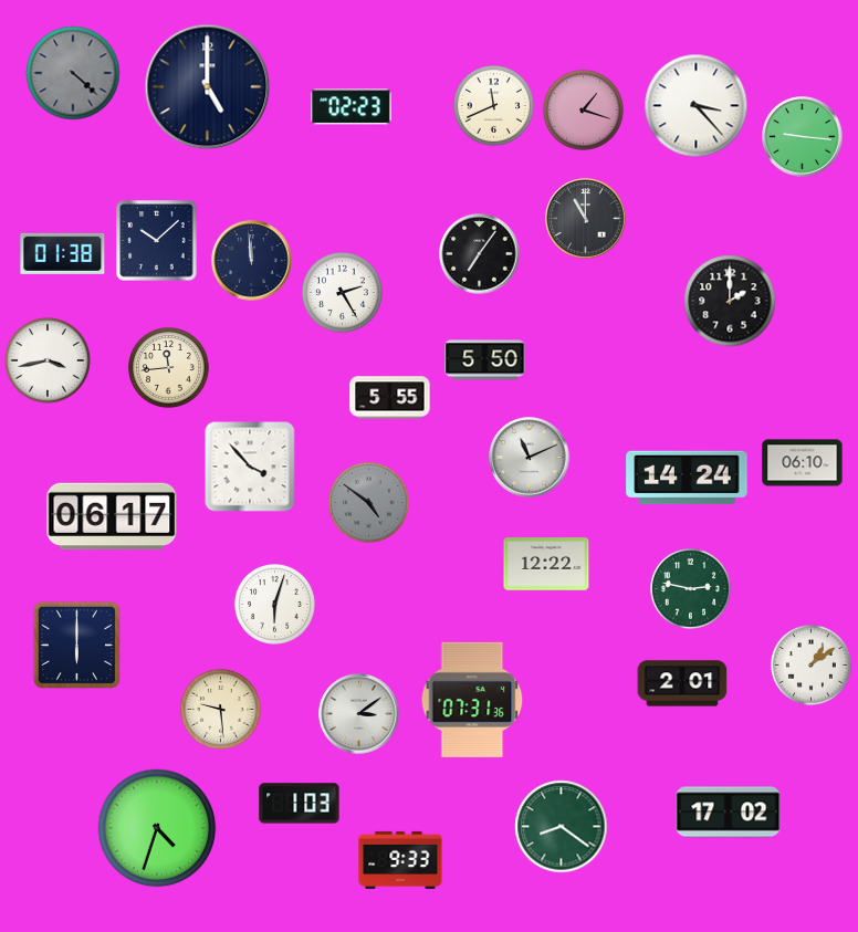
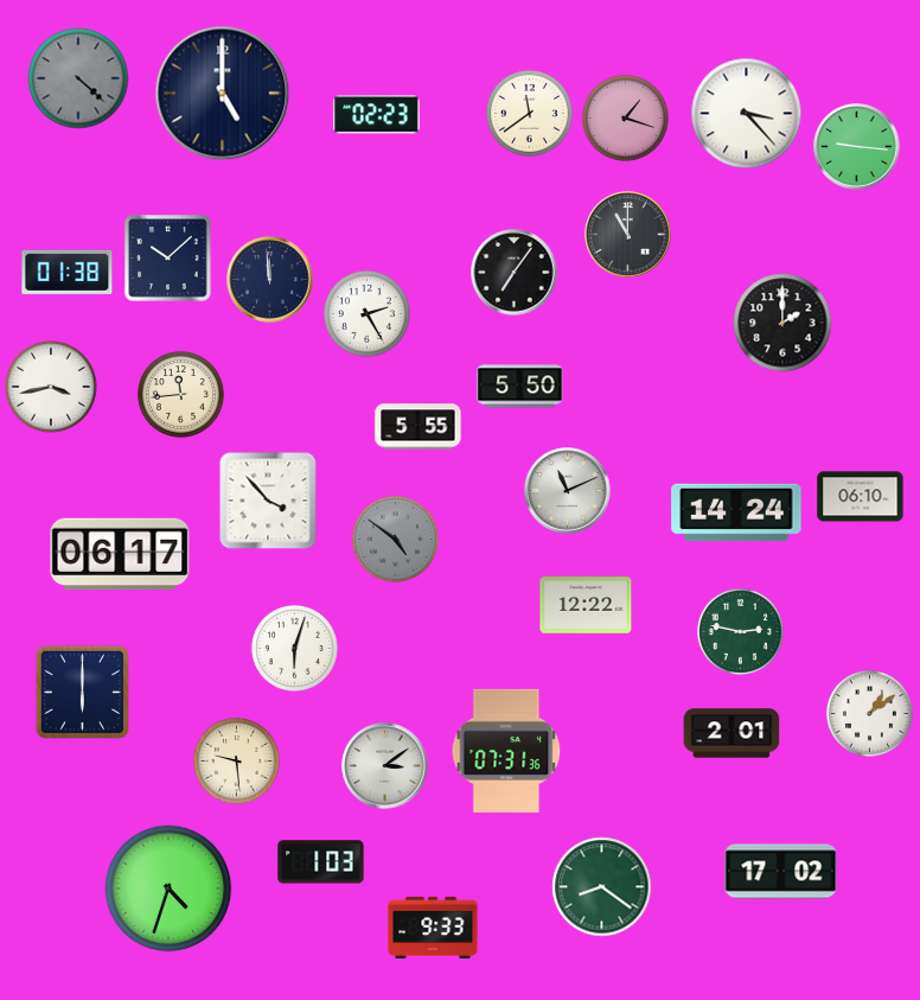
clock at (493, 105): 11:41 -> 11:39
clock at (803, 137) position: (803, 137) -> (857, 147)
clock at (400, 860) position: (400, 860) -> (433, 928)
